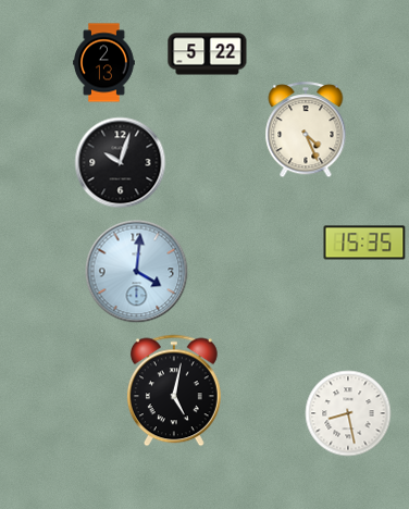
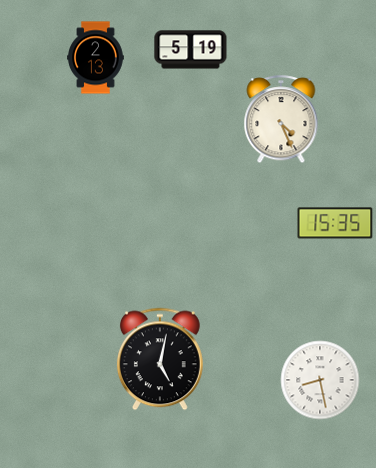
clock at (208, 54): 5:22 -> 5:19
clock at (121, 163): 10:03 -> none
clock at (137, 272): 4:01 -> none
